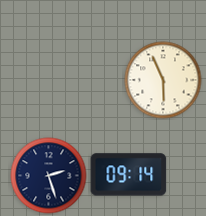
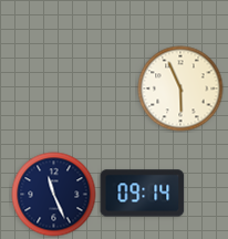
clock at (49, 176): 2:27 -> 11:26
